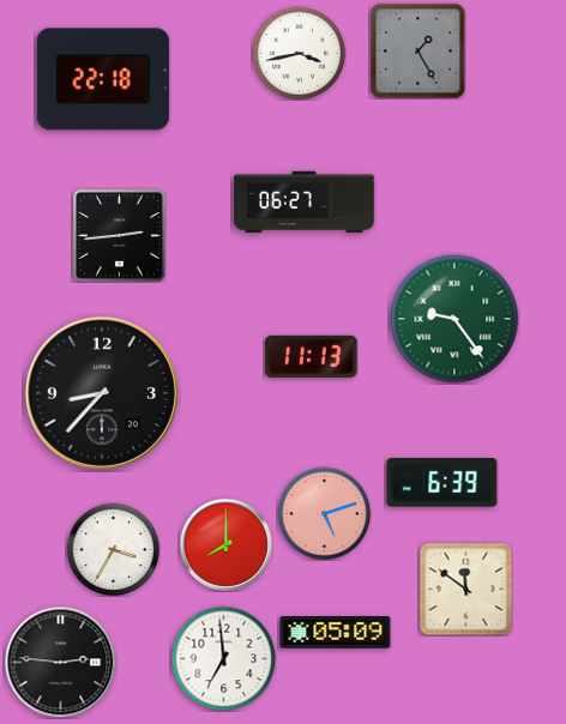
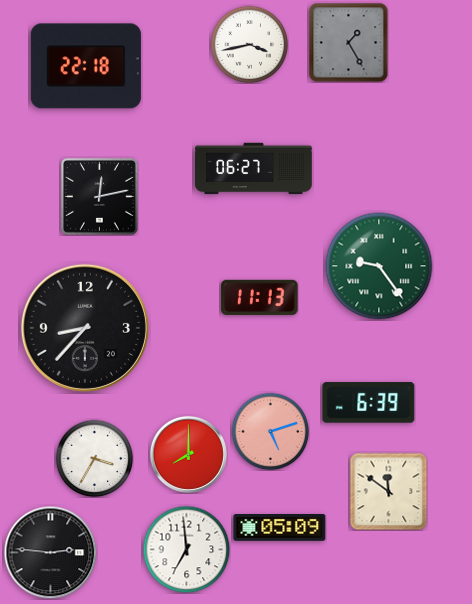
clock at (119, 235): 2:44 -> 12:13
clock at (324, 513) position: (324, 513) -> (270, 431)
